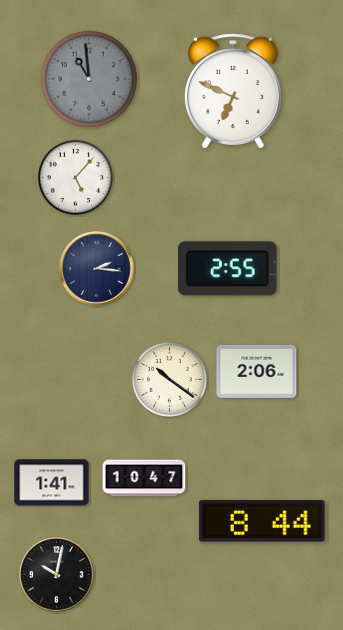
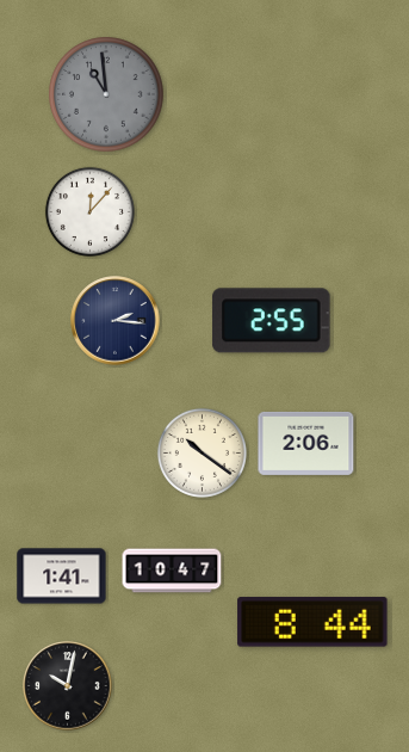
clock at (233, 91): 6:49 -> none
clock at (75, 177): 5:07 -> 12:07
